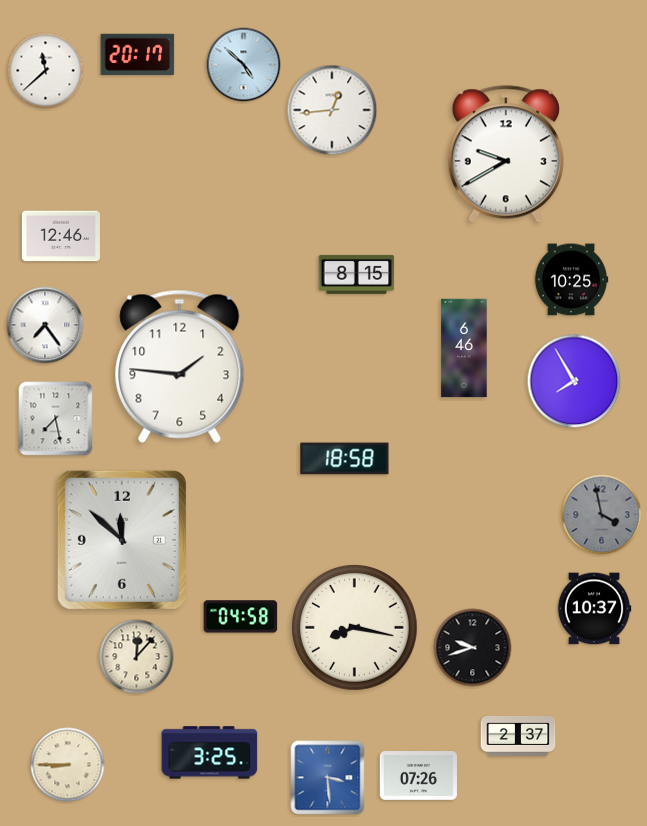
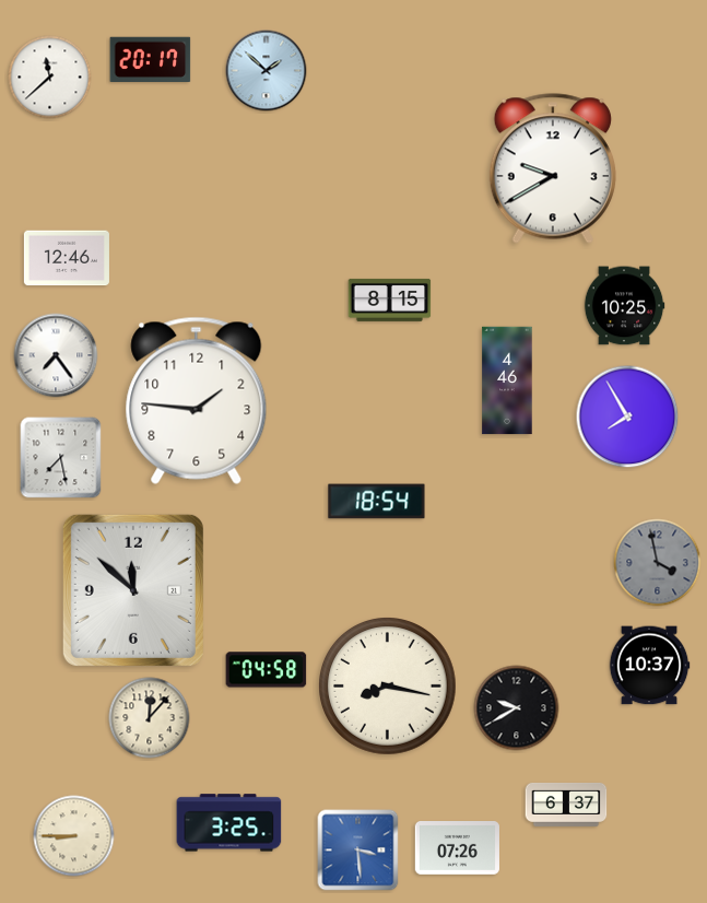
clock at (244, 65): 4:52 -> 1:52
clock at (332, 110): 12:44 -> none
clock at (45, 325) position: (45, 325) -> (56, 355)
clock at (464, 348): 6:46 -> 4:46
clock at (345, 459): 18:58 -> 18:54
clock at (241, 617) position: (241, 617) -> (267, 670)
clock at (473, 648): 9:42 -> 9:40
clock at (518, 736): 2:37 -> 6:37
